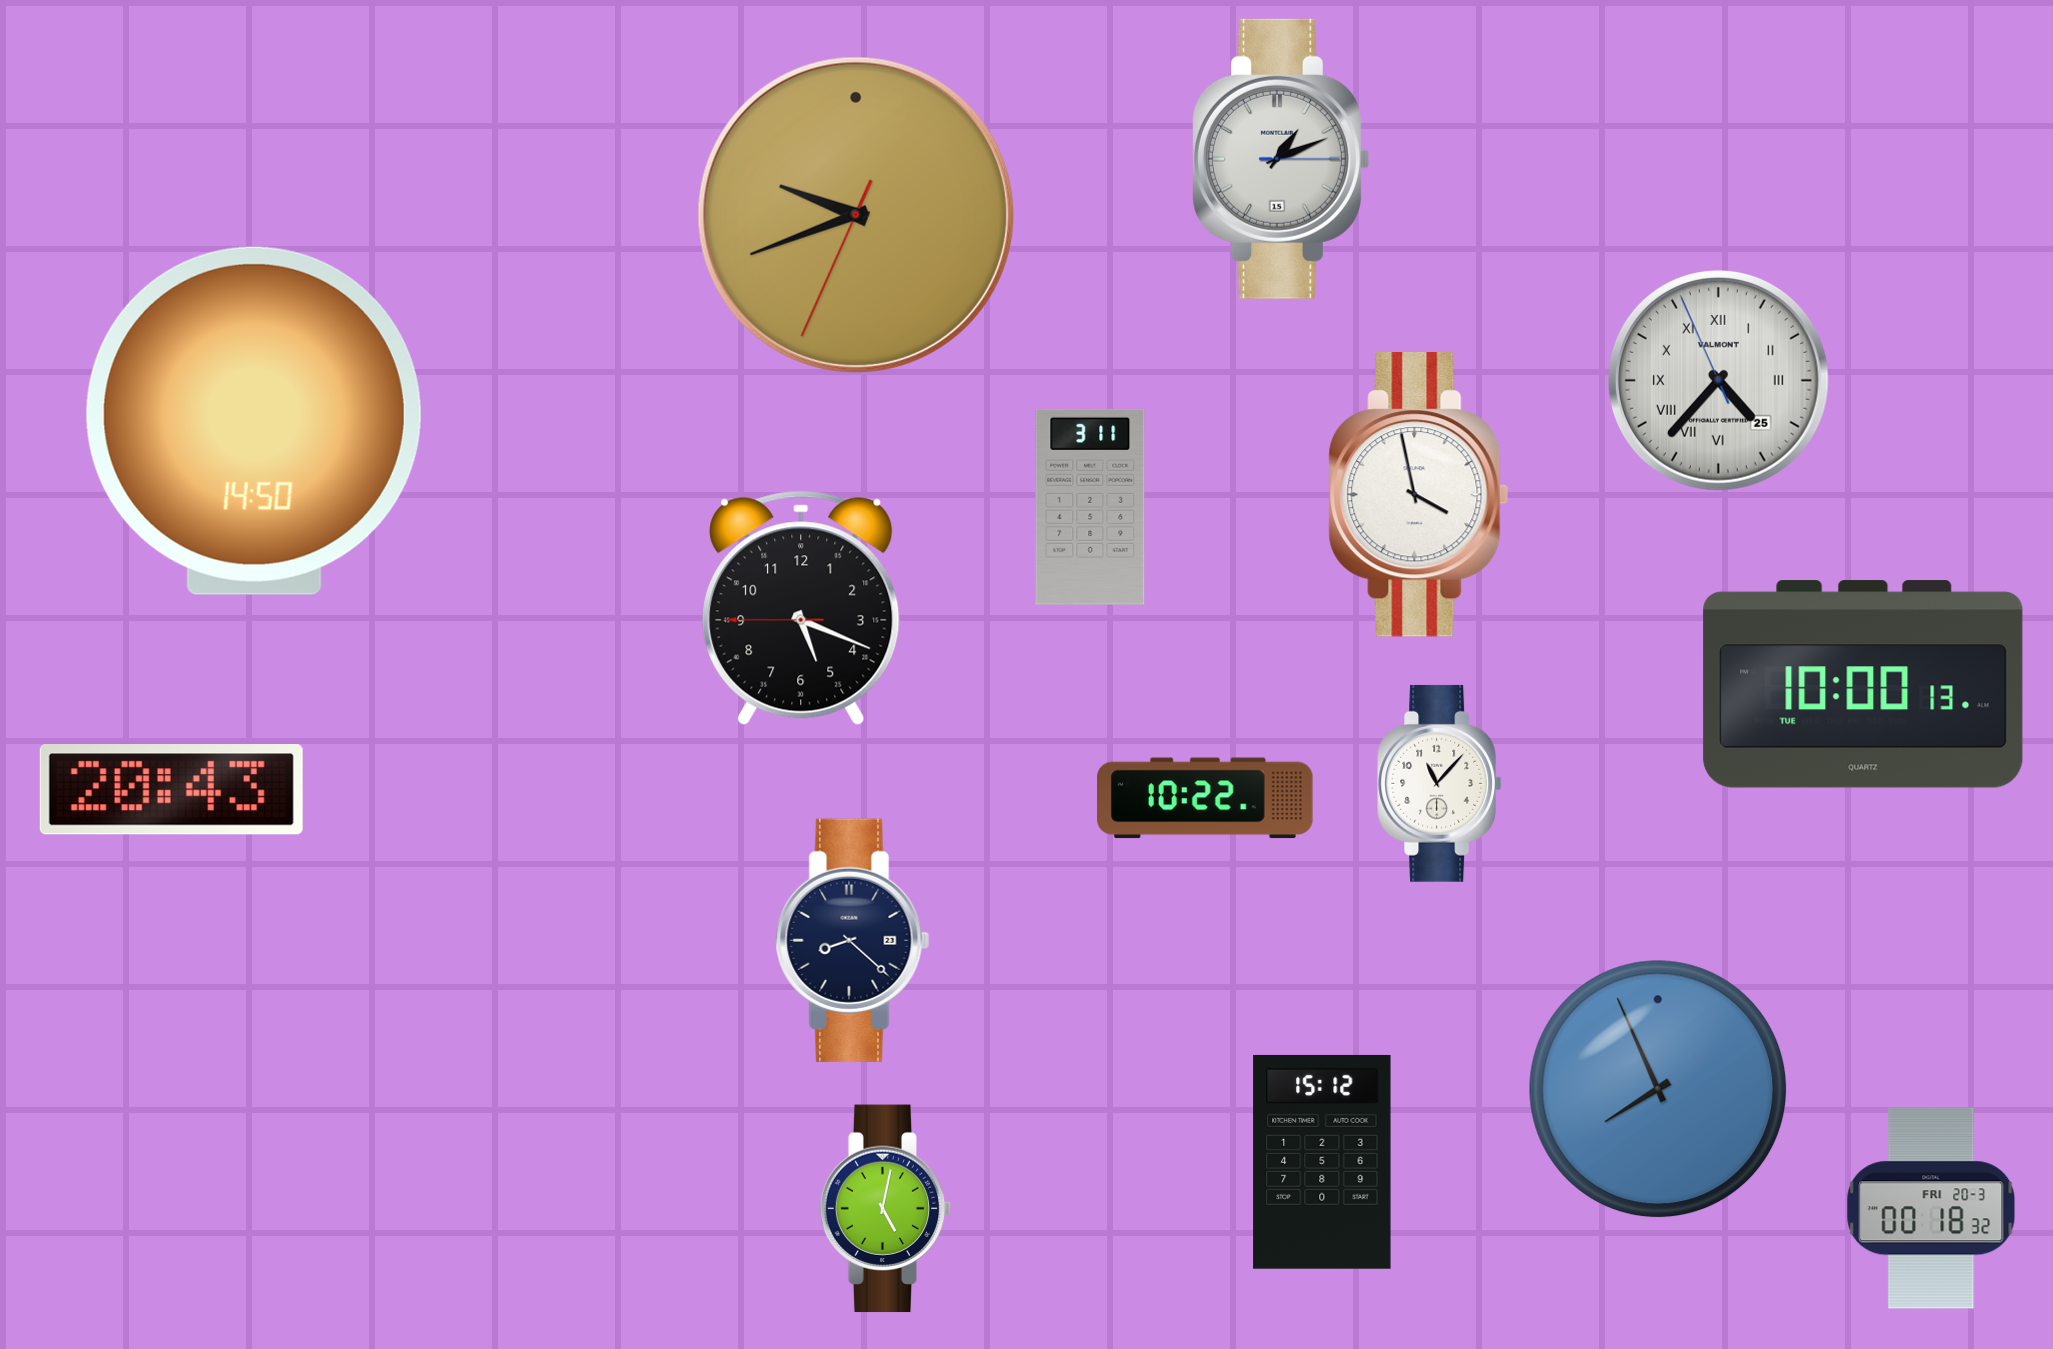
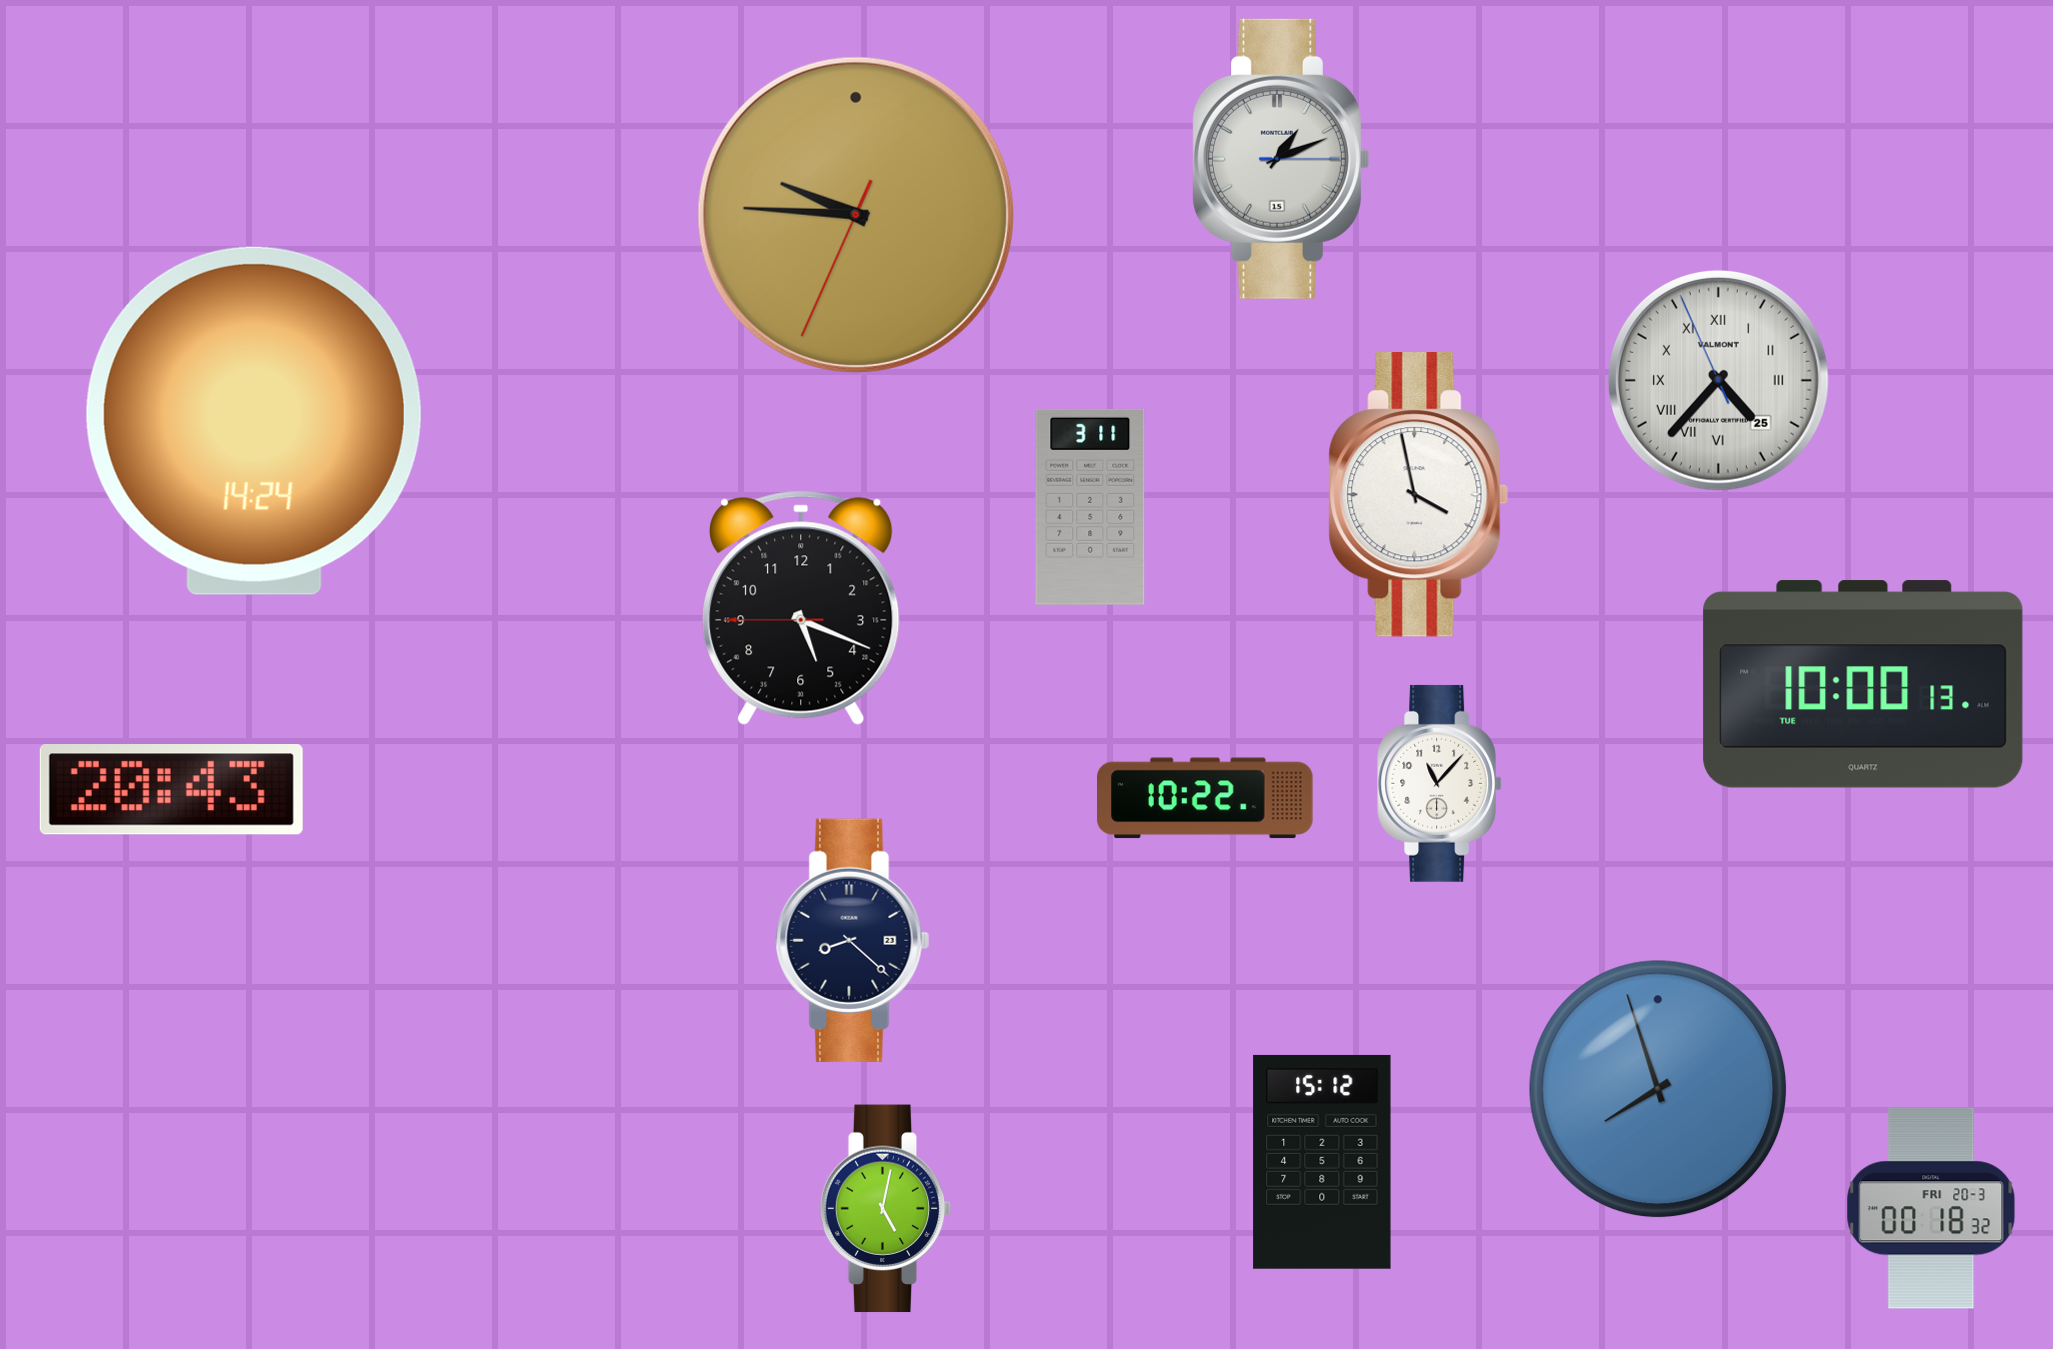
clock at (856, 215): 9:41 -> 9:45
clock at (254, 421): 14:50 -> 14:24
clock at (1658, 1089): 7:56 -> 7:57
